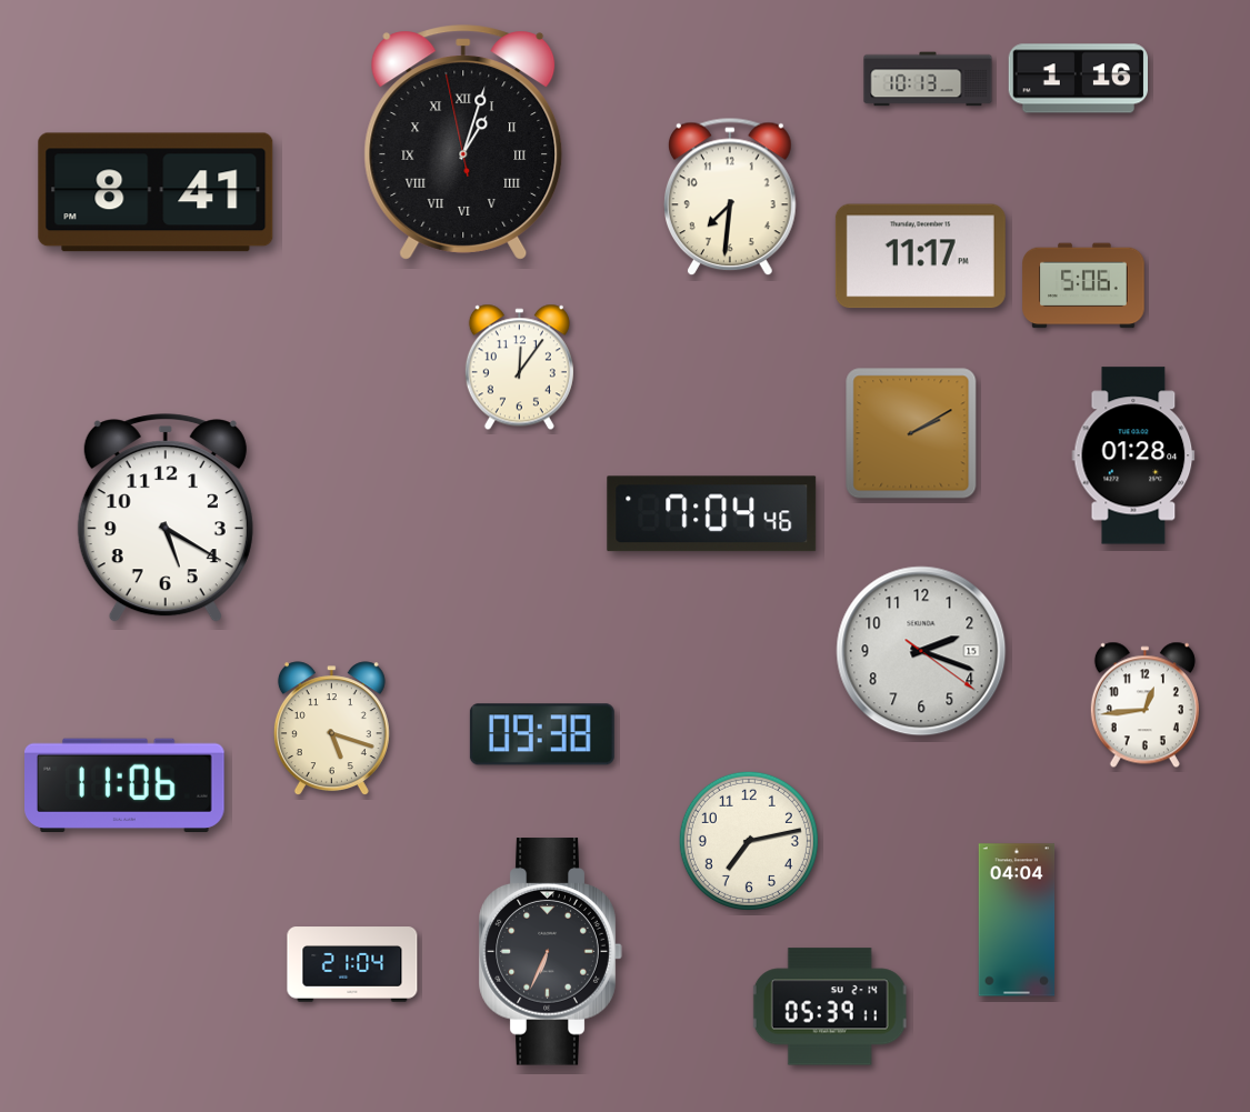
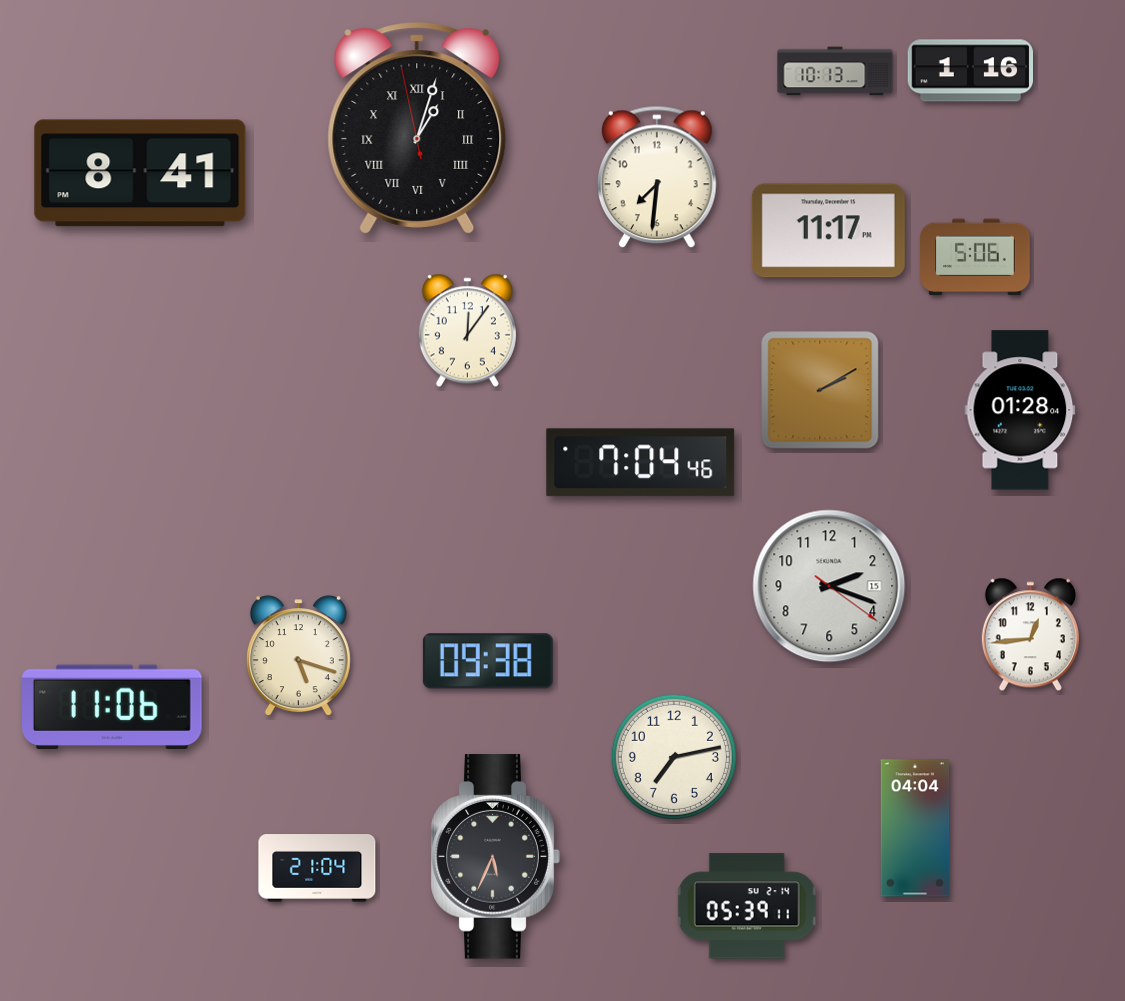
clock at (166, 519): 5:20 -> none
clock at (550, 952): 6:34 -> 5:34
